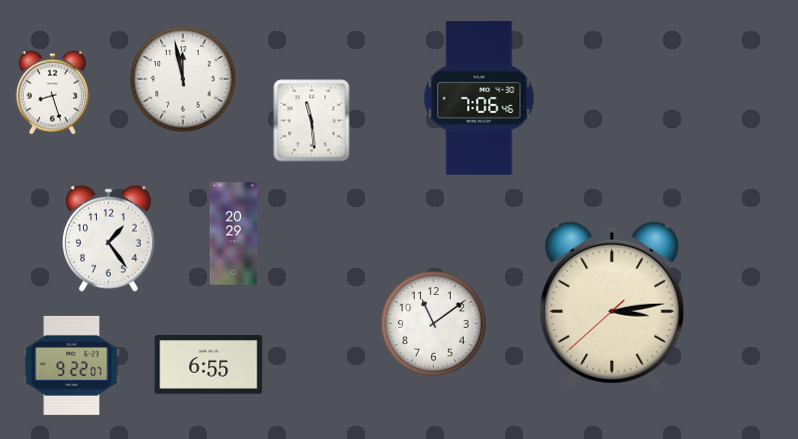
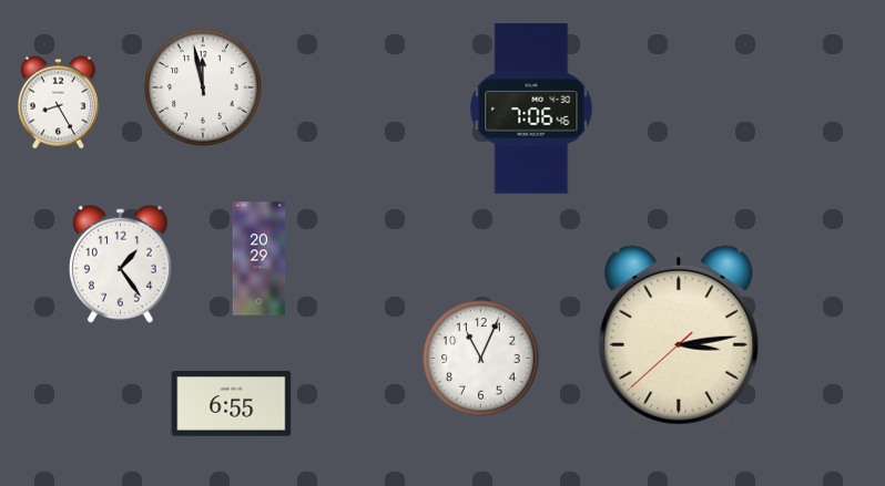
clock at (52, 93): 8:27 -> 8:25
clock at (312, 121): 11:29 -> none
clock at (434, 324): 11:09 -> 11:04
clock at (72, 365): 9:22 -> none
